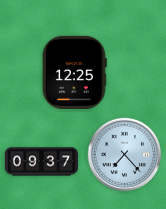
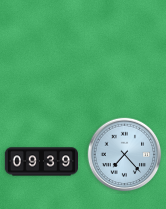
clock at (74, 72): 12:25 -> none
clock at (41, 162): 09:37 -> 09:39
